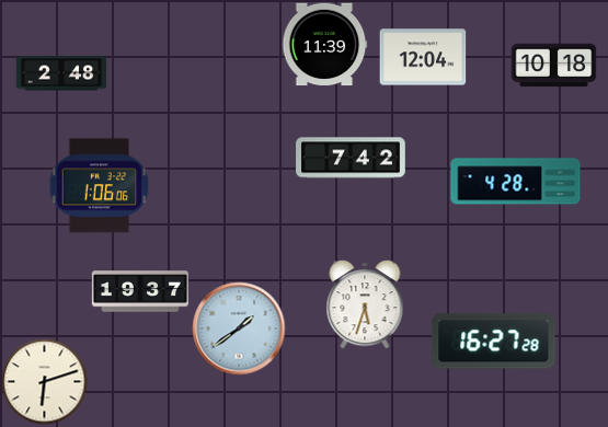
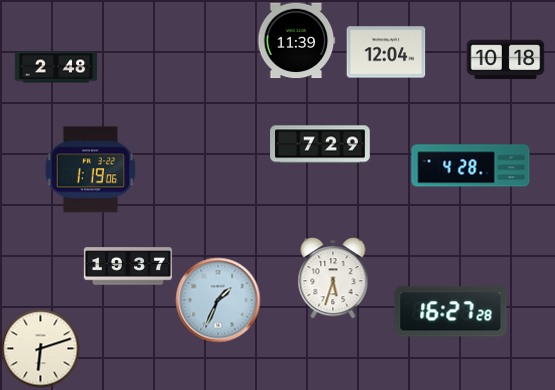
clock at (351, 158): 7:42 -> 7:29
clock at (99, 186): 1:06 -> 1:19
clock at (239, 328): 1:39 -> 1:34
